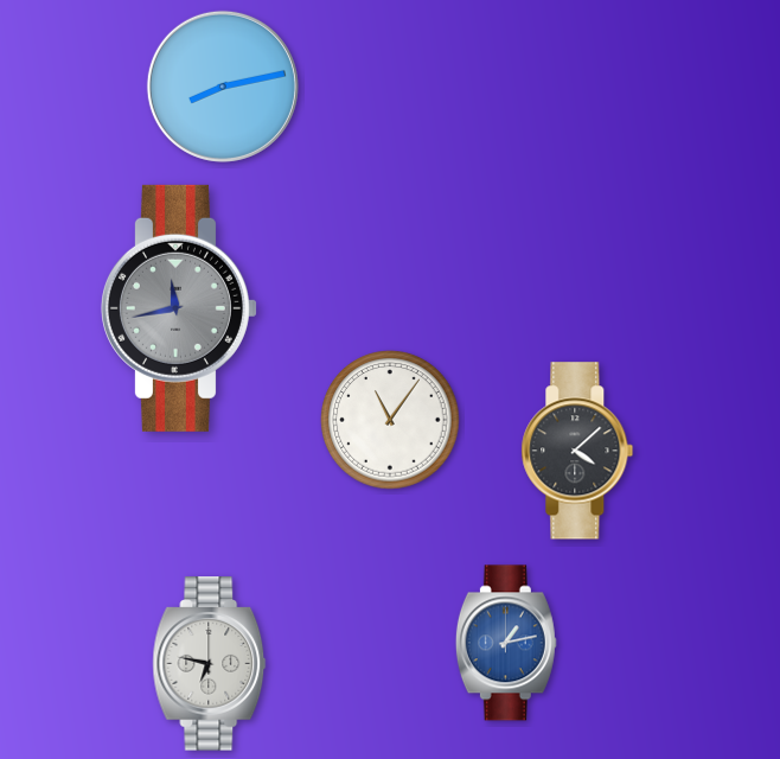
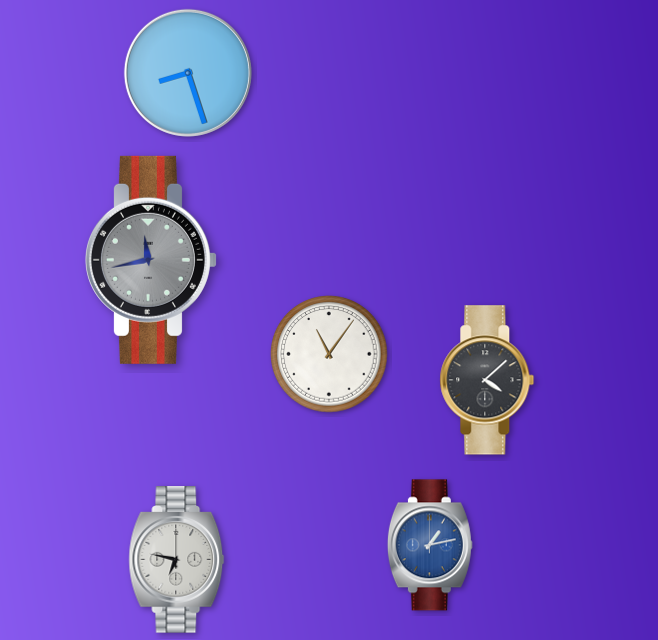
clock at (223, 87): 8:13 -> 8:27
clock at (506, 643) position: (506, 643) -> (430, 545)
